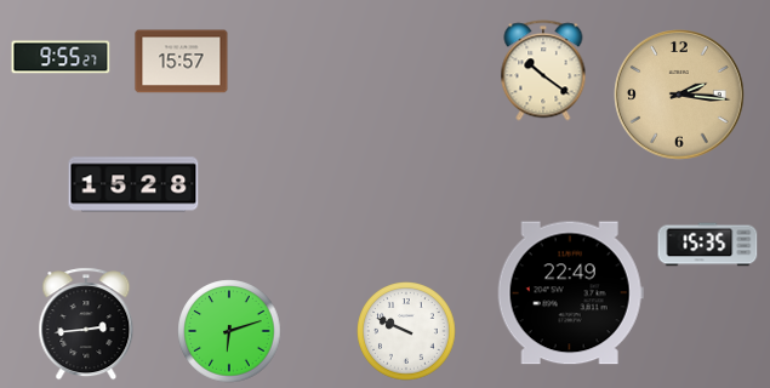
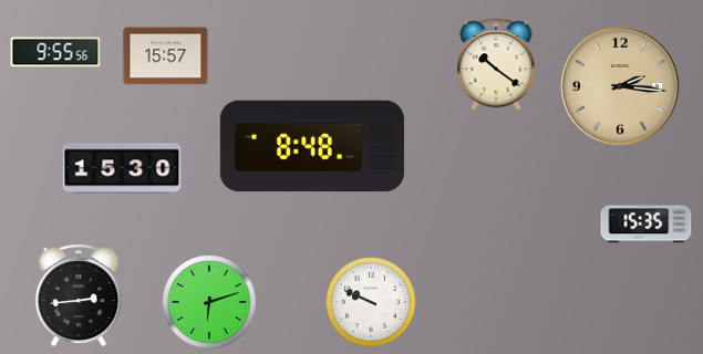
clock at (61, 57): 9:55:27 -> 9:55:56
clock at (312, 146): none -> 8:48
clock at (133, 184): 15:28 -> 15:30
clock at (570, 293): 22:49 -> none
